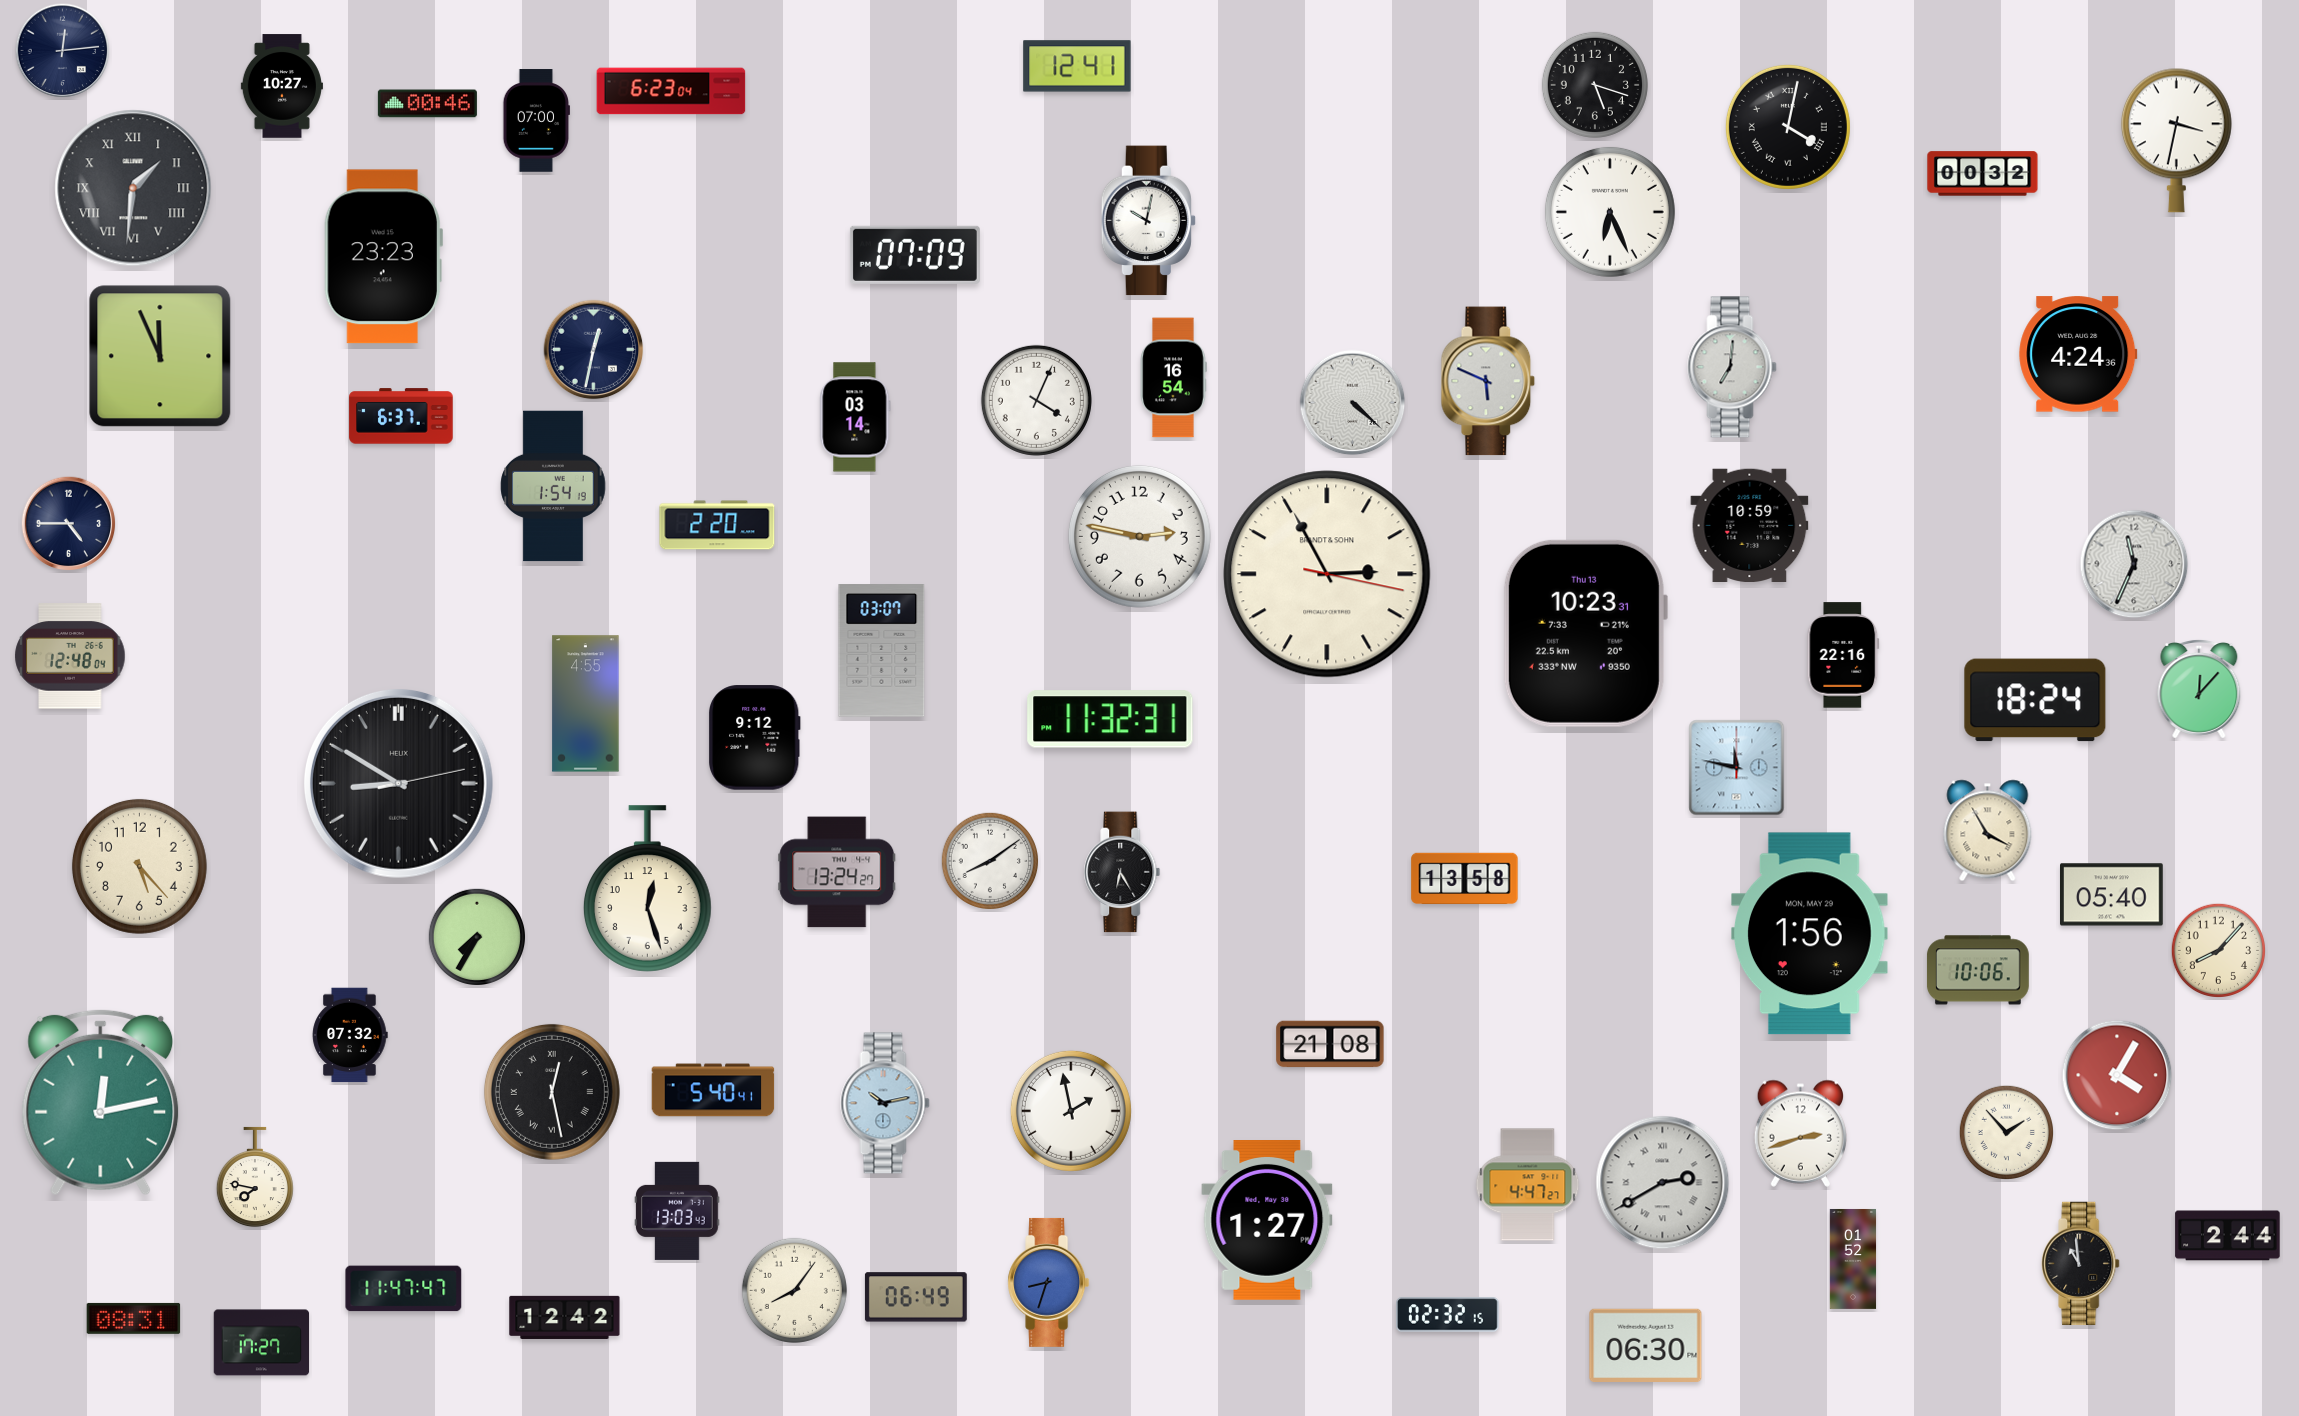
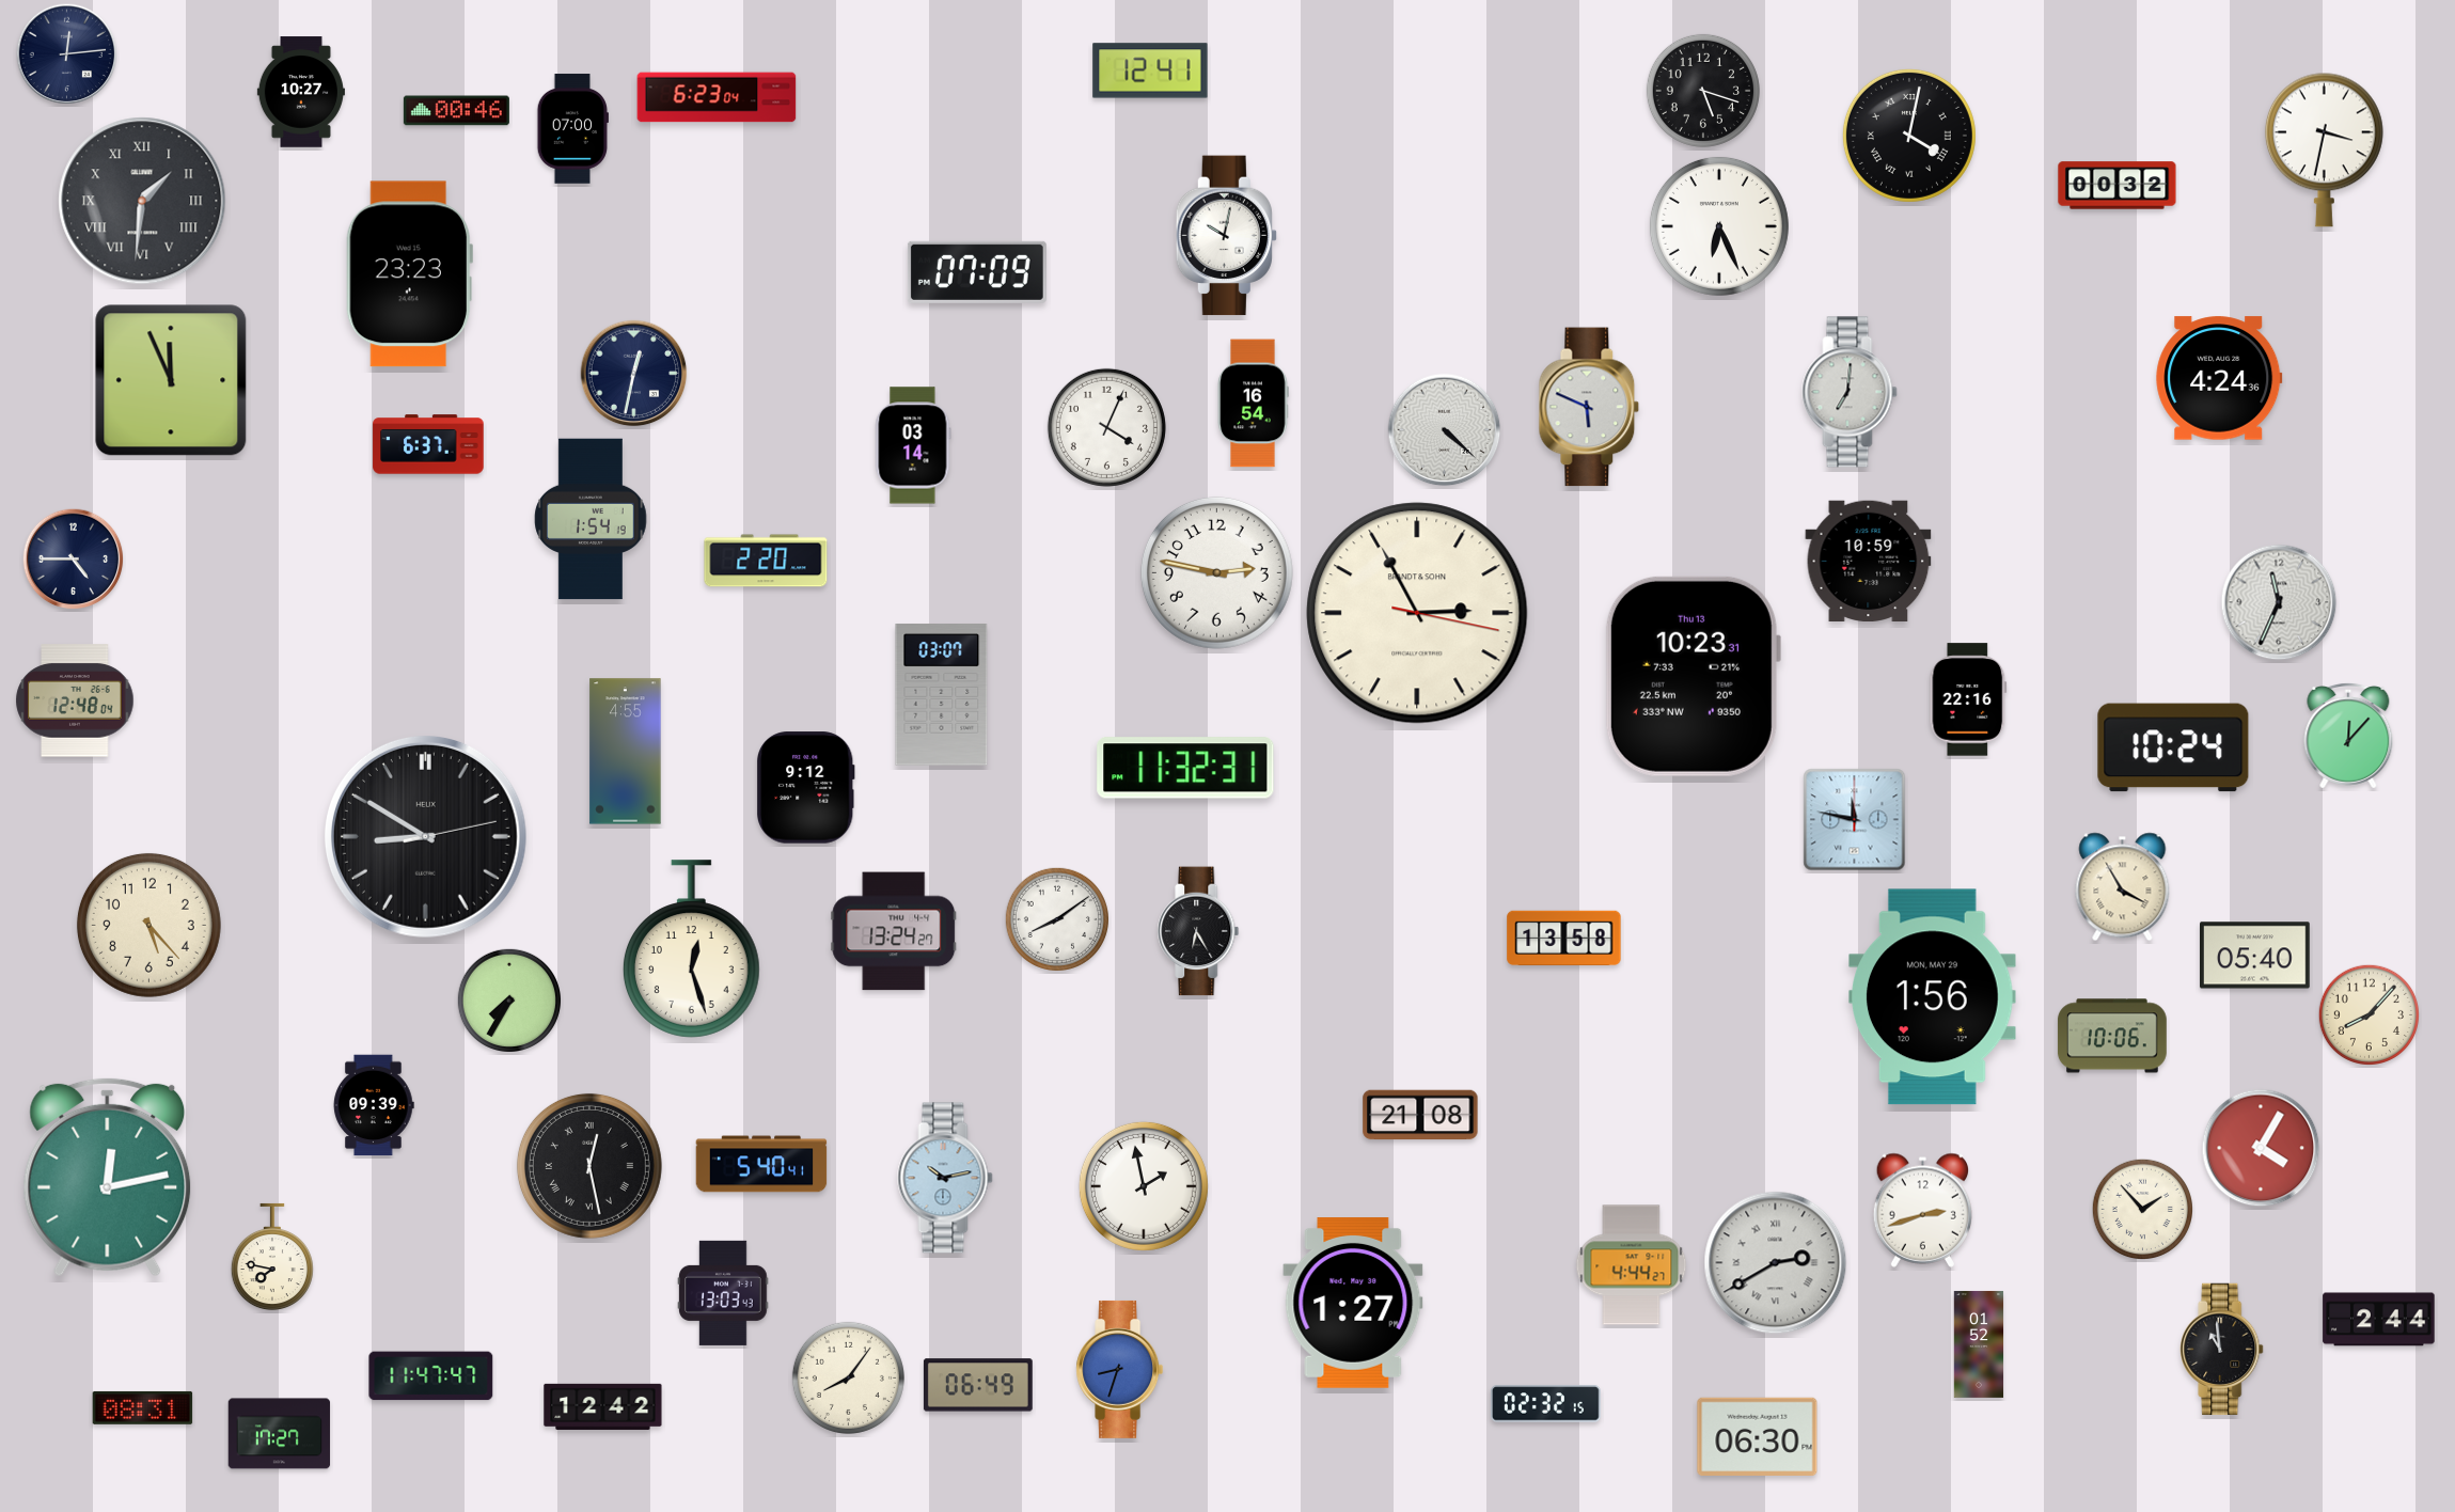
clock at (2035, 700): 18:24 -> 10:24
clock at (350, 1035): 07:32 -> 09:39
clock at (1528, 1185): 4:47 -> 4:44
